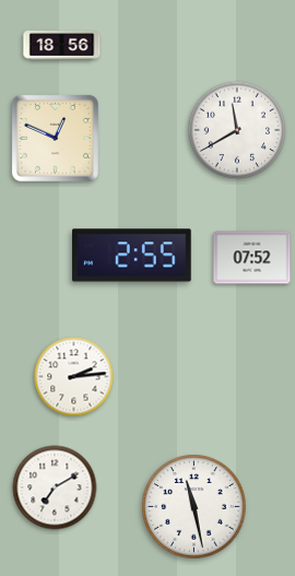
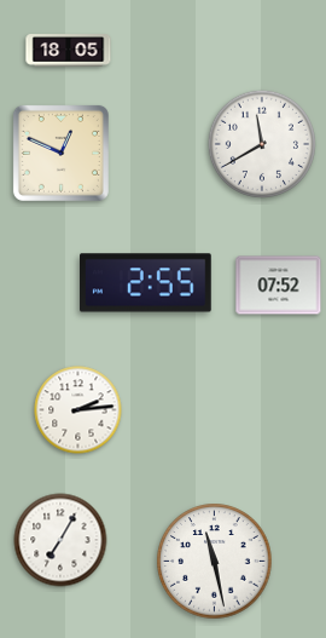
clock at (62, 46): 18:56 -> 18:05
clock at (74, 377) position: (74, 377) -> (78, 410)
clock at (55, 487): 7:10 -> 7:05
